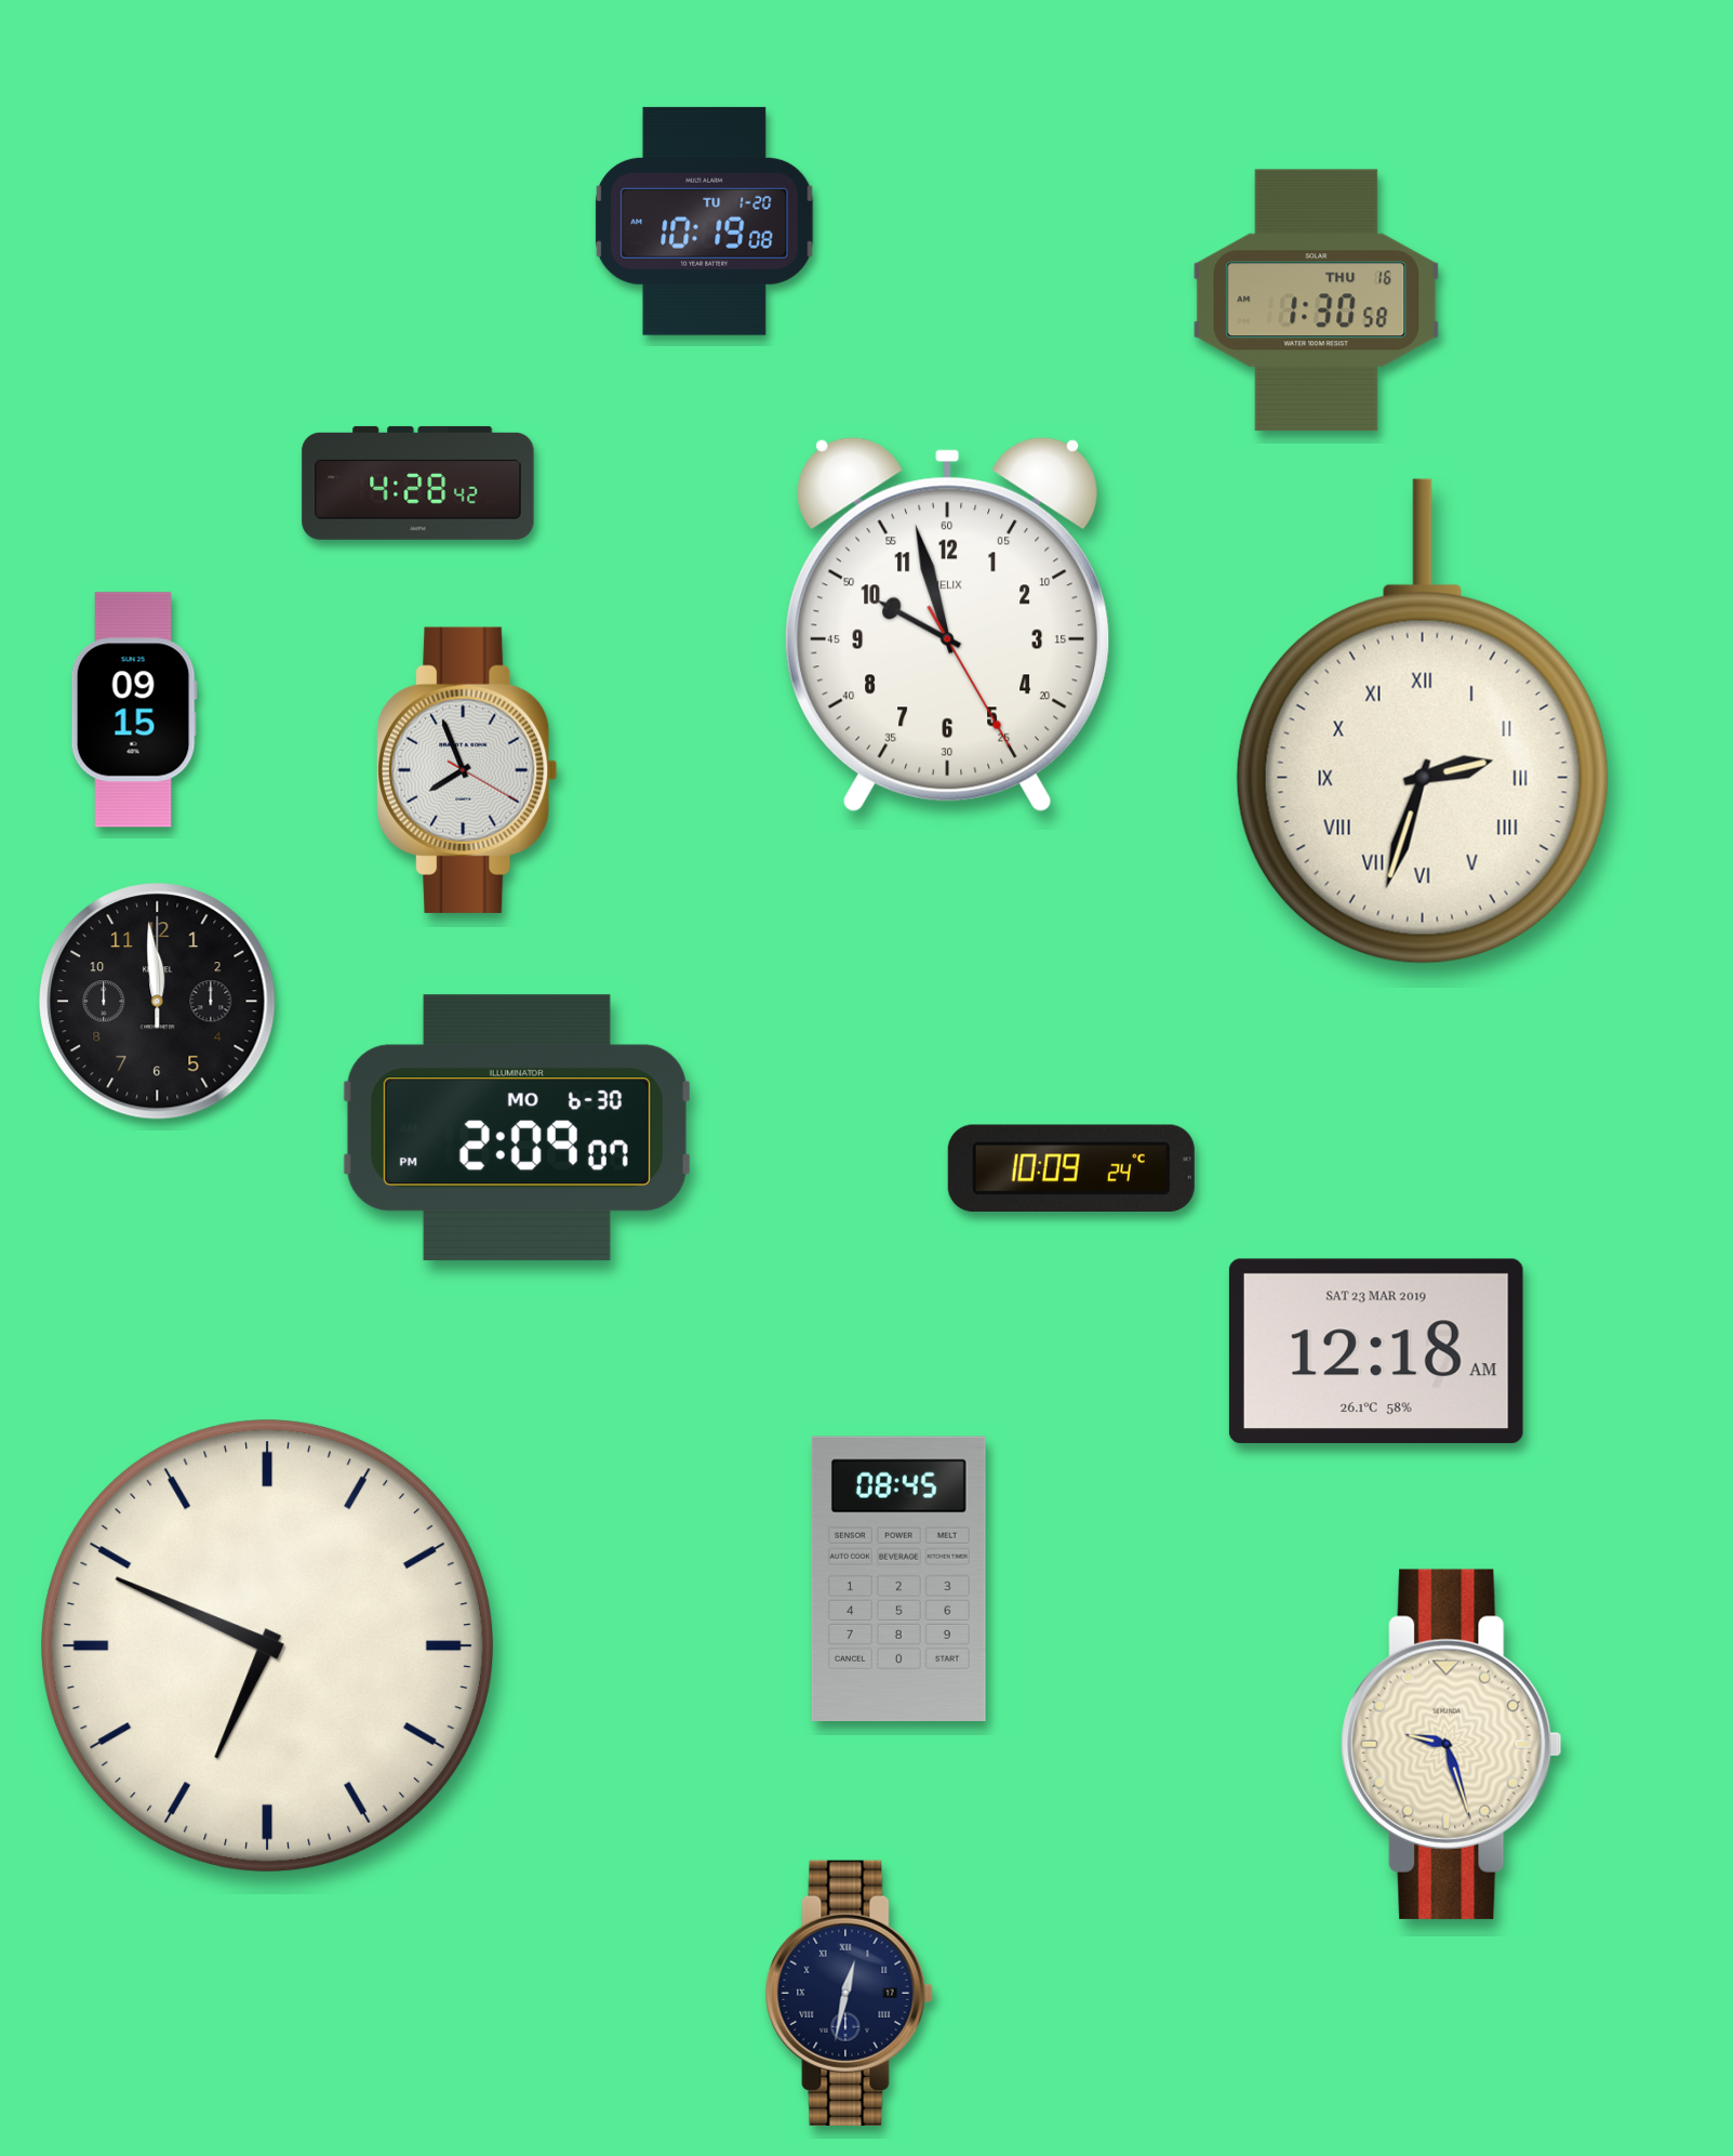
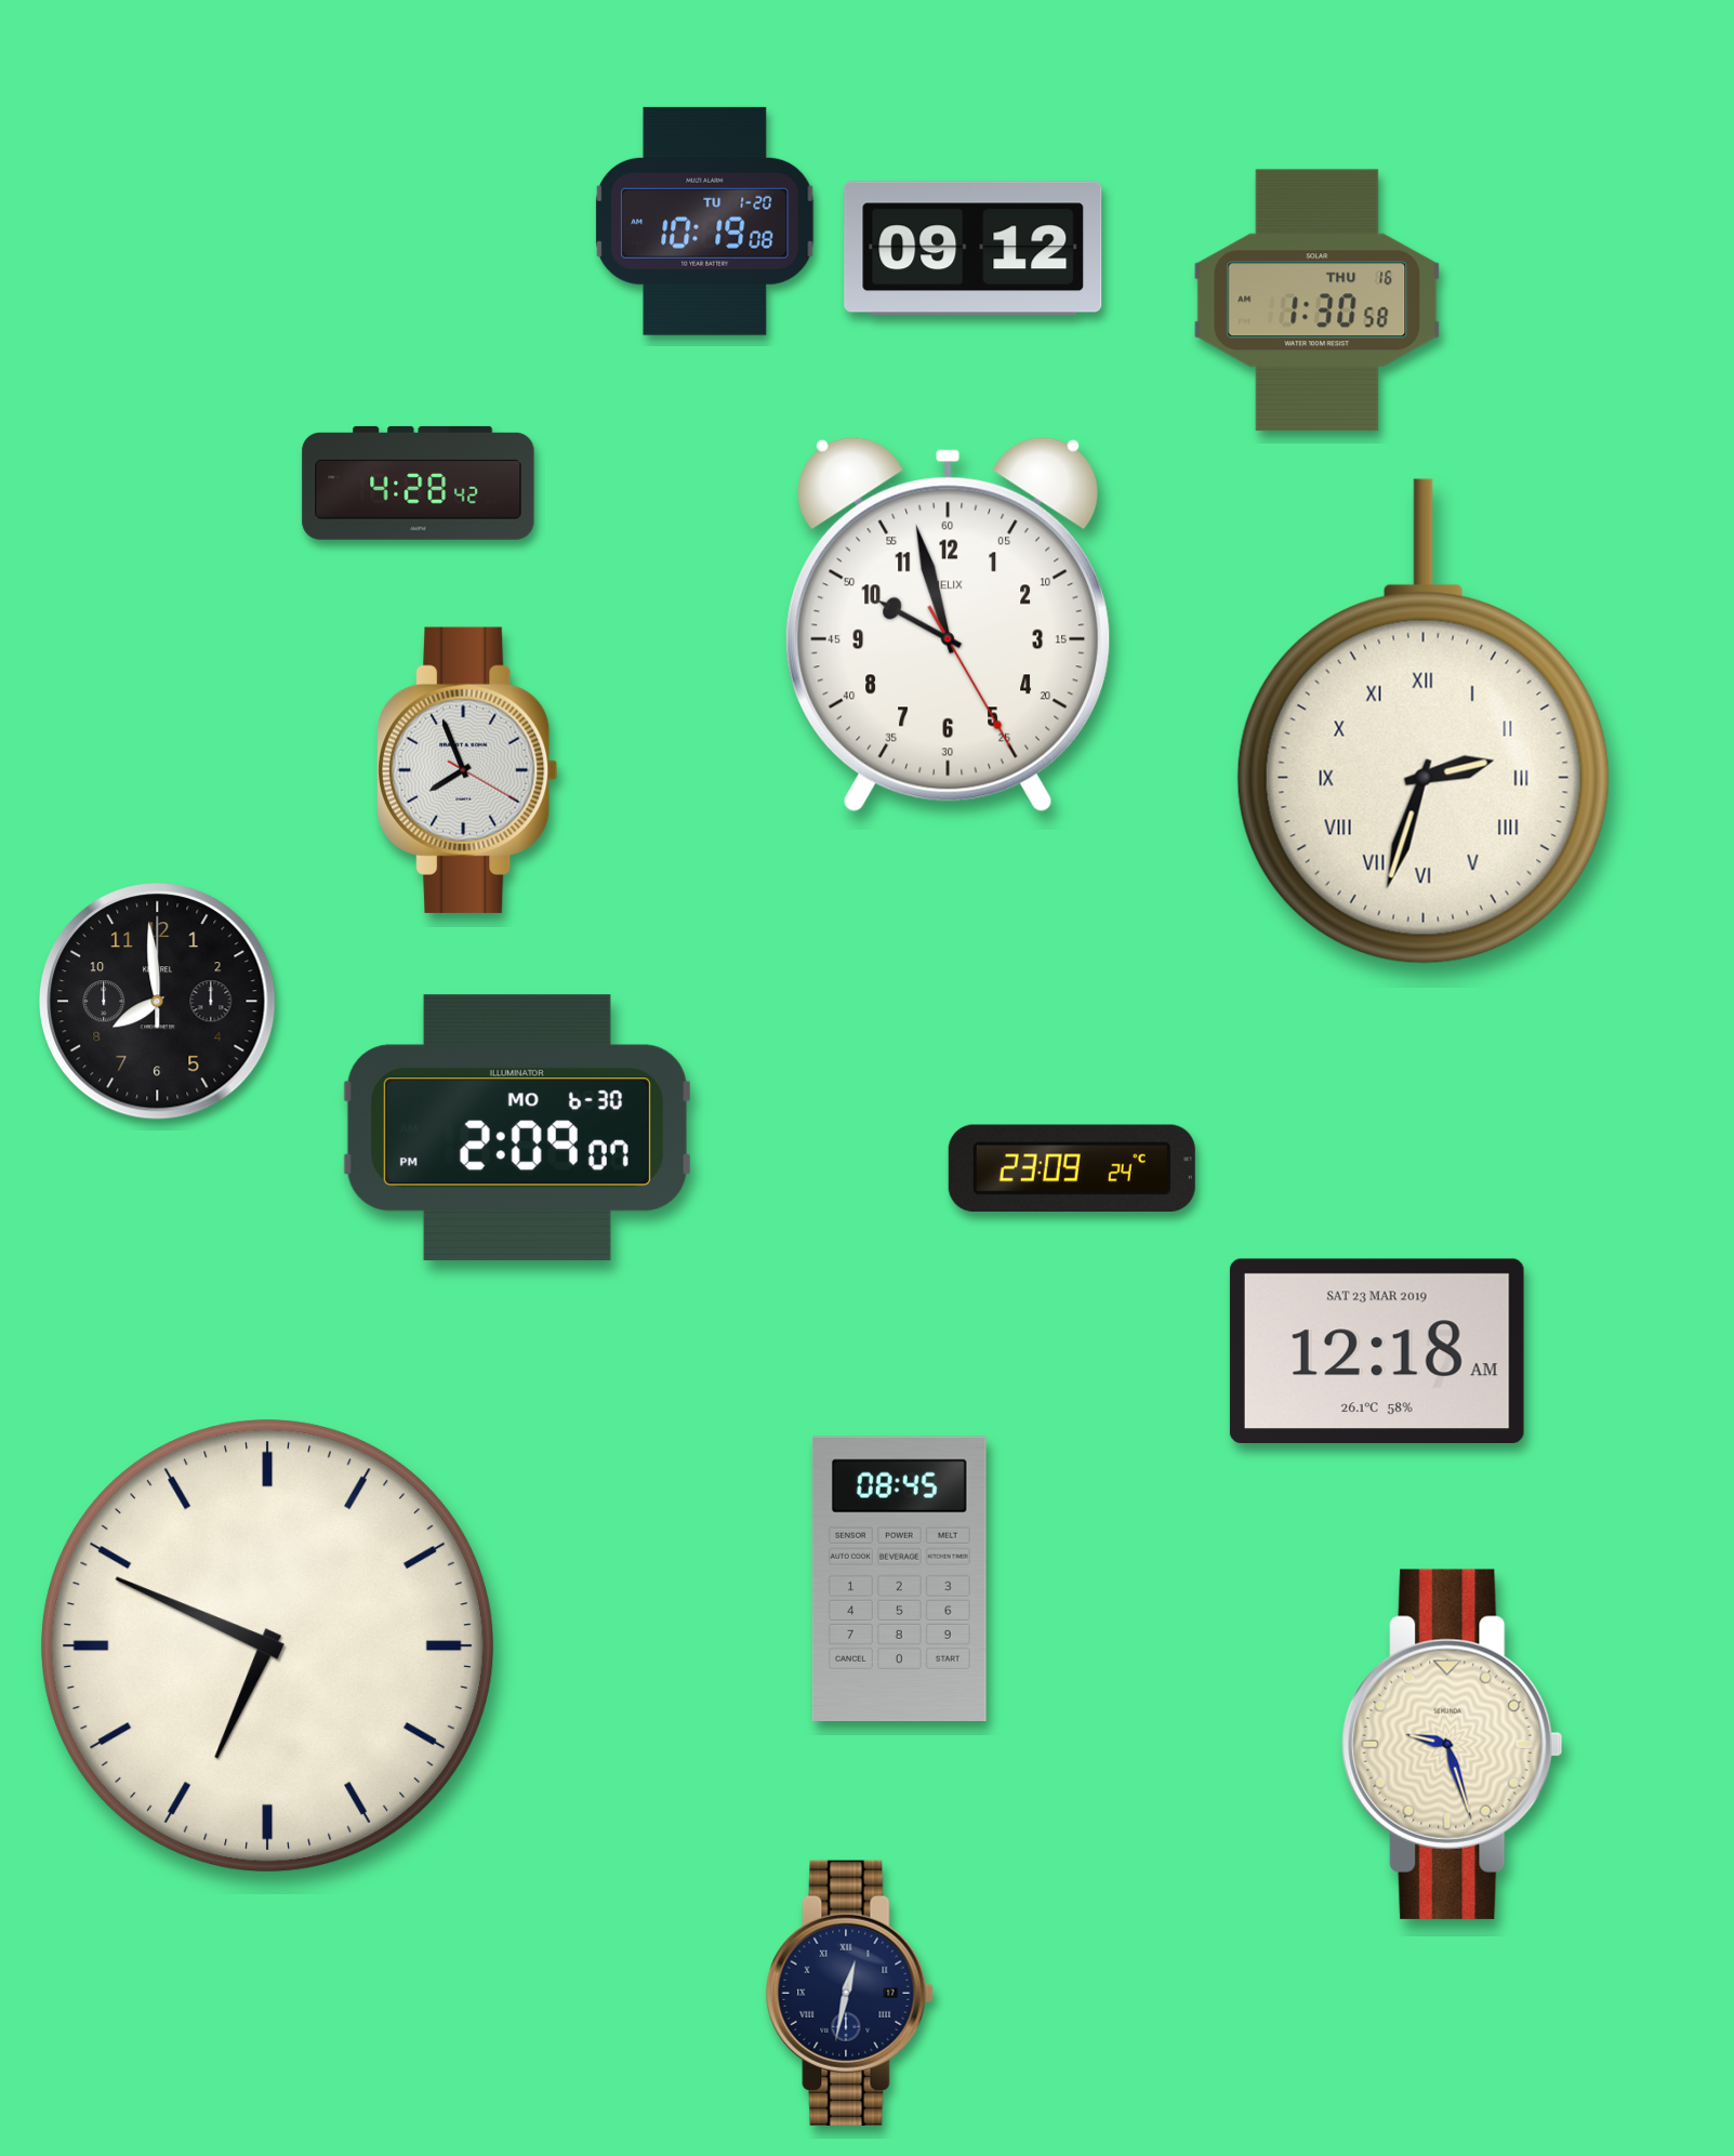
clock at (974, 249): none -> 09:12
clock at (134, 710): 09:15 -> none
clock at (158, 1002): 11:59 -> 7:59
clock at (1071, 1167): 10:09 -> 23:09
